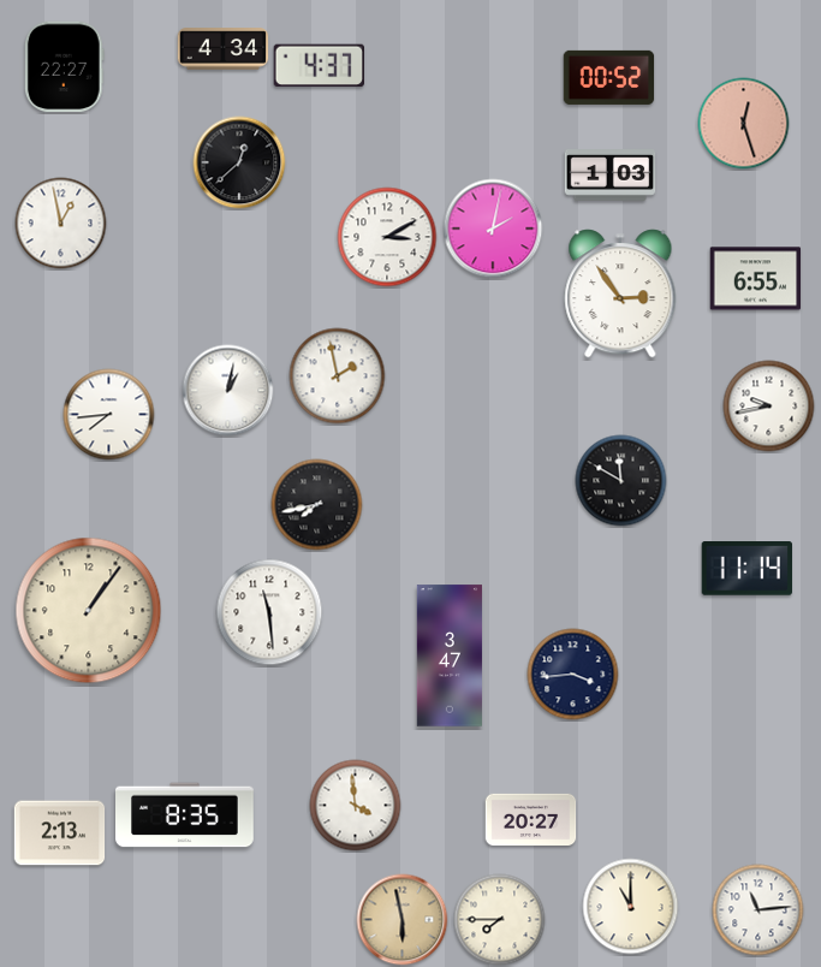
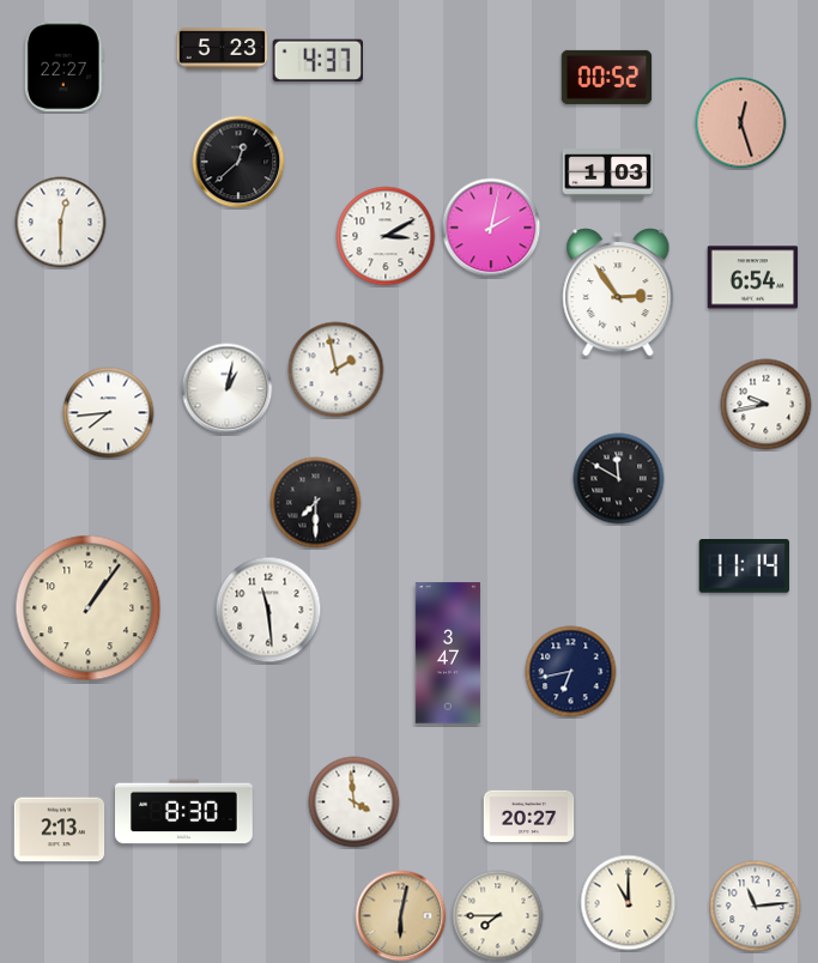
clock at (224, 49): 4:34 -> 5:23
clock at (319, 66) position: (319, 66) -> (317, 61)
clock at (61, 224): 12:58 -> 12:30
clock at (756, 279): 6:55 -> 6:54
clock at (338, 376) position: (338, 376) -> (337, 370)
clock at (317, 505): 7:43 -> 7:30
clock at (573, 675): 3:44 -> 6:43
clock at (185, 815): 8:35 -> 8:30
clock at (403, 920): 5:58 -> 6:02
